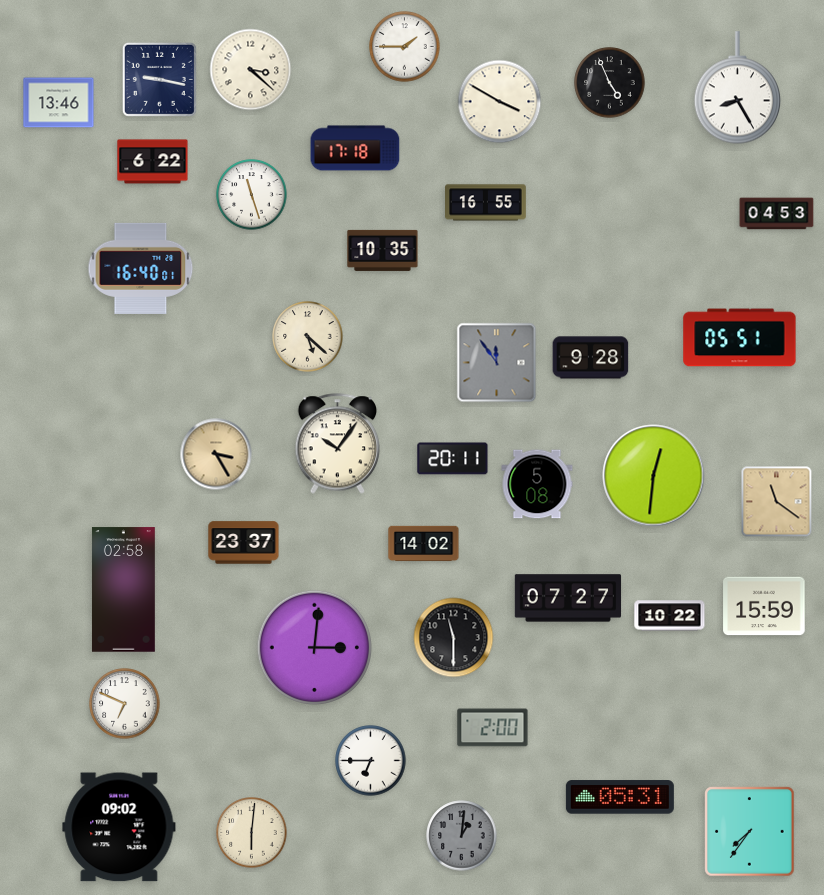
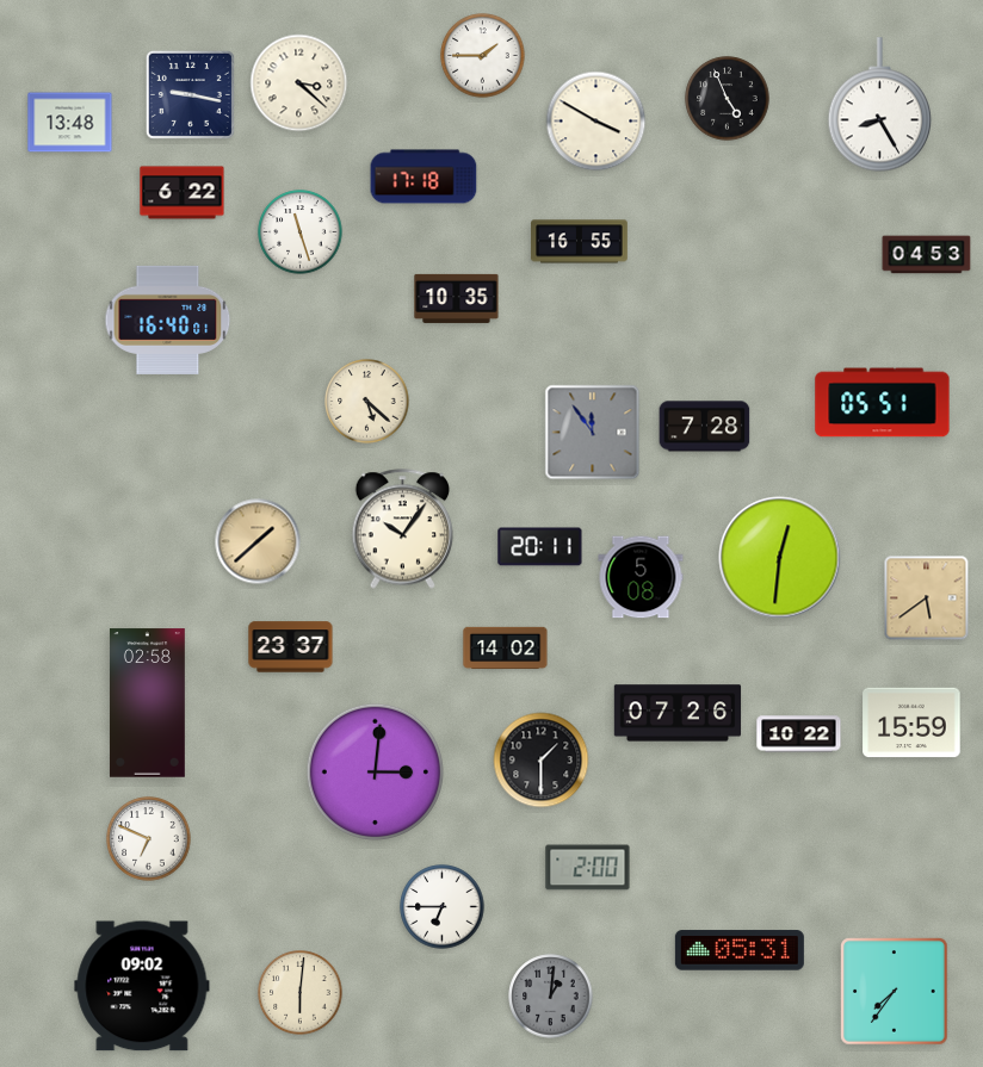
clock at (59, 103): 13:46 -> 13:48
clock at (591, 358): 9:28 -> 7:28
clock at (216, 454): 3:25 -> 1:38
clock at (654, 476) position: (654, 476) -> (780, 558)
clock at (777, 502): 11:21 -> 5:39
clock at (568, 598): 07:27 -> 07:26
clock at (454, 638): 11:30 -> 1:30
